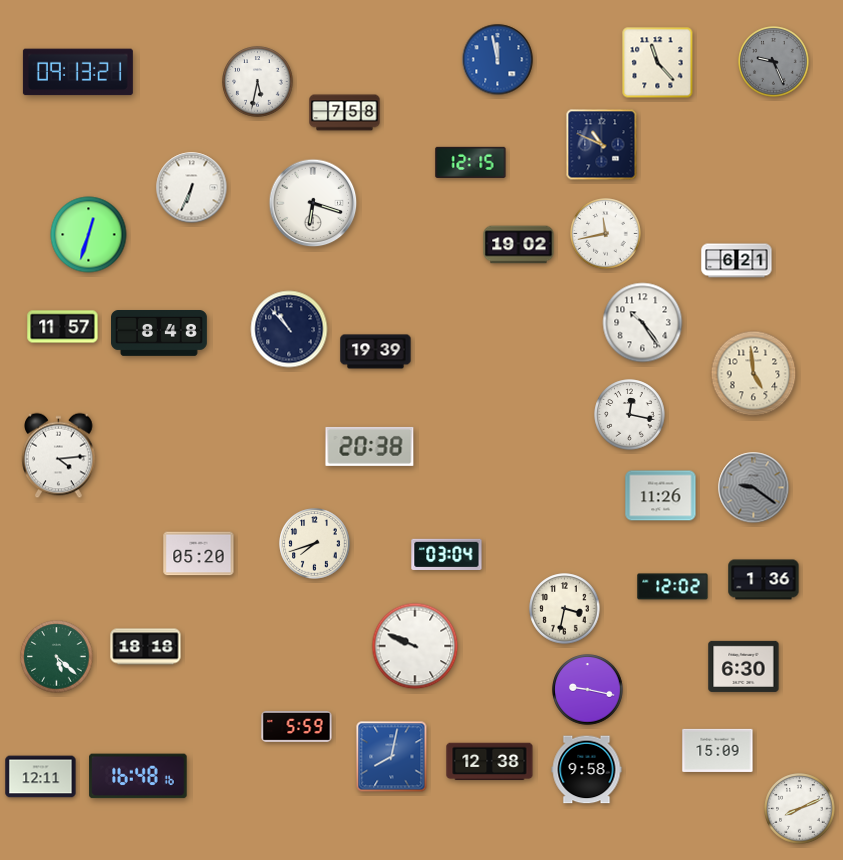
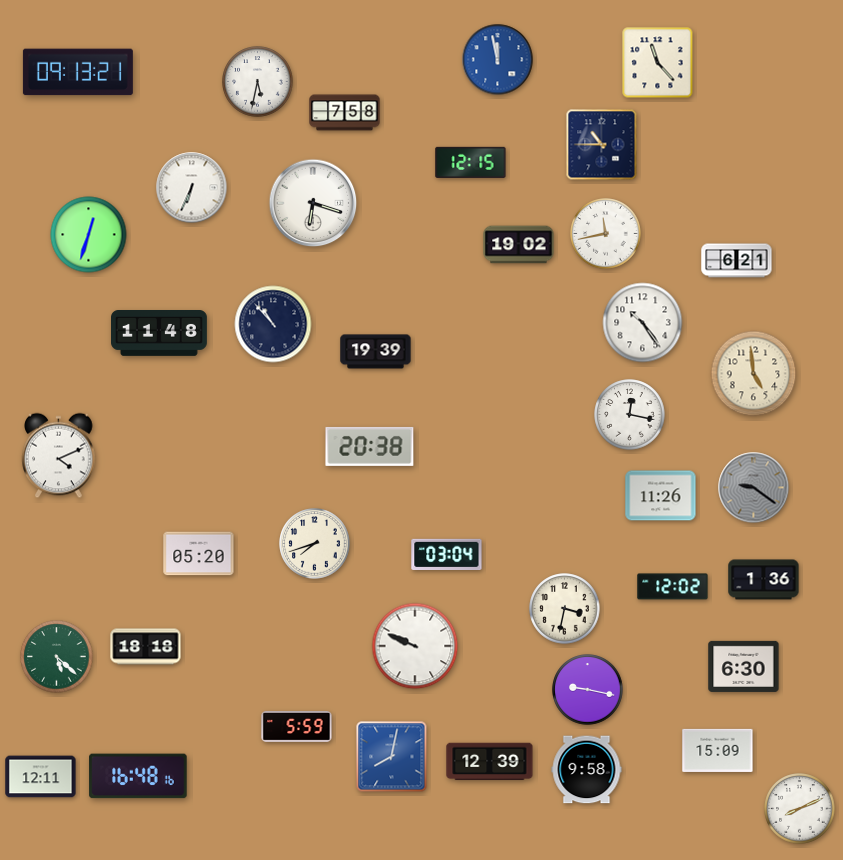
clock at (774, 62): 9:26 -> none
clock at (602, 145): 10:49 -> 10:45
clock at (63, 327): 11:57 -> none
clock at (289, 329) position: (289, 329) -> (273, 324)
clock at (160, 334): 8:48 -> 11:48
clock at (59, 456): 4:14 -> 4:11
clock at (490, 762): 12:38 -> 12:39
